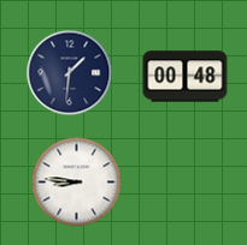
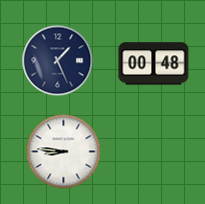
clock at (70, 73): 1:31 -> 1:26
